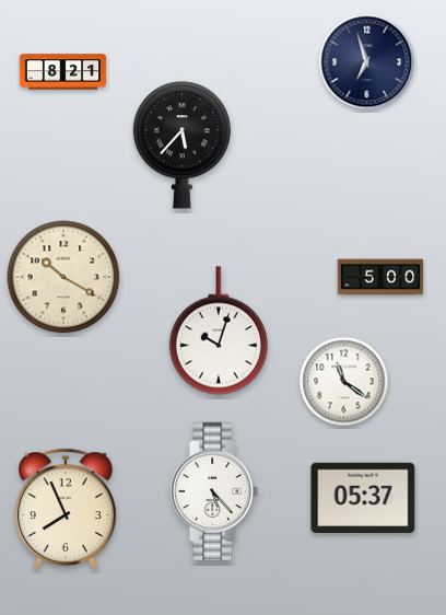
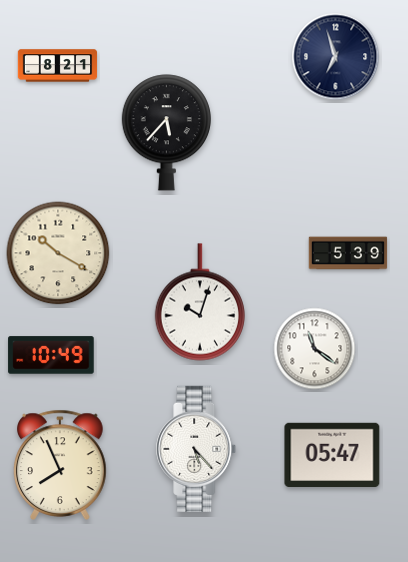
clock at (380, 277): 5:00 -> 5:39
clock at (51, 355): none -> 10:49
clock at (363, 497): 05:37 -> 05:47
